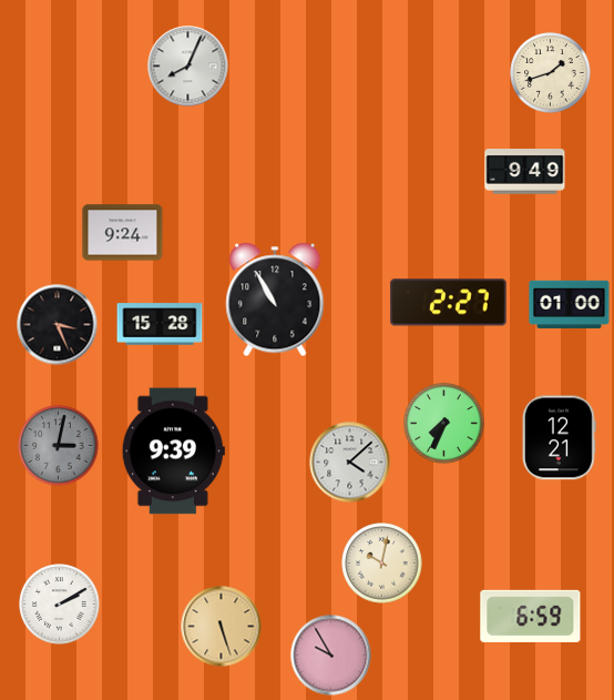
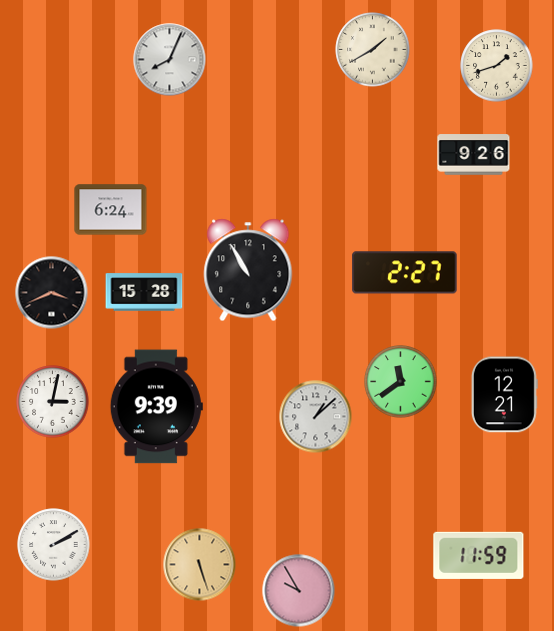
clock at (373, 50): none -> 1:40
clock at (525, 172): 9:49 -> 9:26
clock at (123, 233): 9:24 -> 6:24
clock at (570, 305): 01:00 -> none
clock at (58, 325): 3:26 -> 3:41
clock at (444, 424): 7:34 -> 11:39
clock at (59, 446) dial: grey -> white
clock at (350, 463): 4:08 -> 1:08
clock at (382, 564): 10:02 -> none
clock at (531, 616): 6:59 -> 11:59
